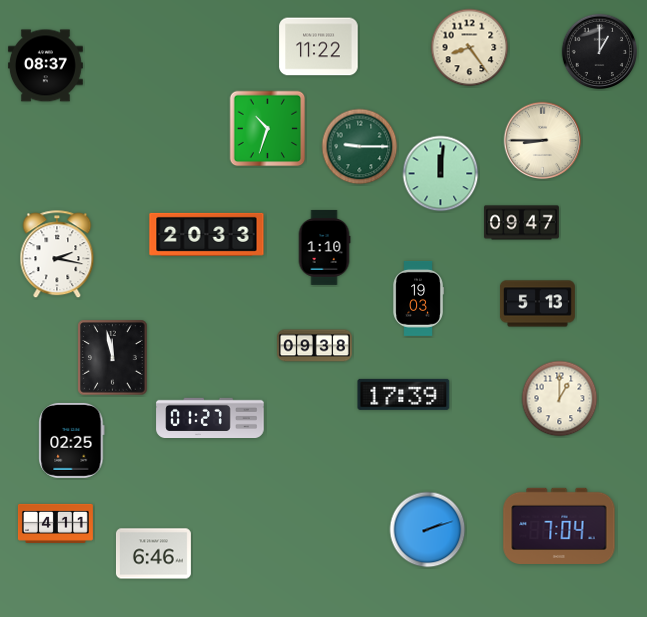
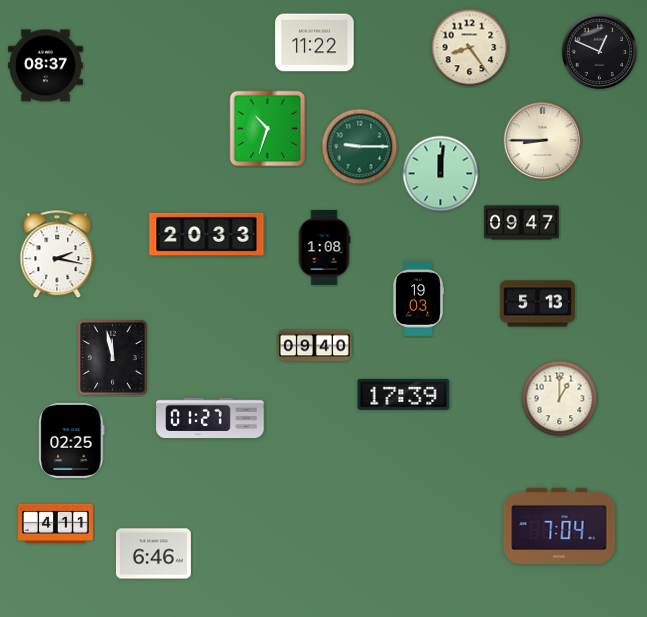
clock at (319, 47) position: (319, 47) -> (315, 43)
clock at (600, 52): 1:00 -> 12:49
clock at (324, 247): 1:10 -> 1:08
clock at (314, 346): 09:38 -> 09:40
clock at (428, 530): 2:12 -> none
